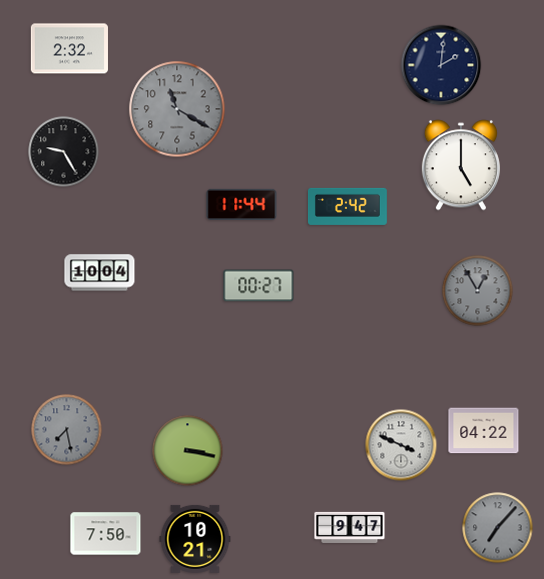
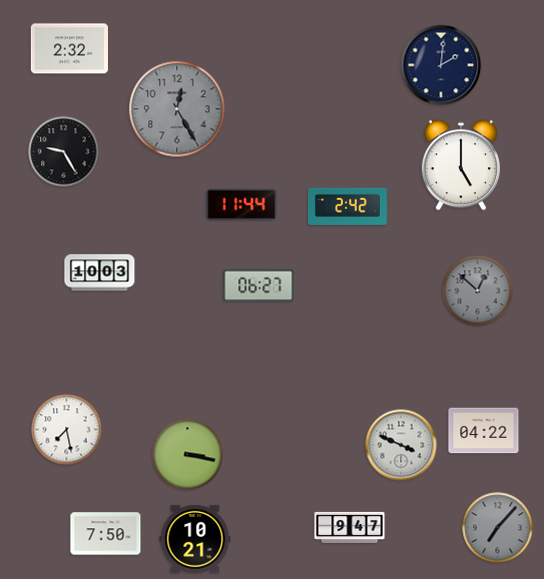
clock at (177, 109): 11:20 -> 12:25
clock at (100, 273): 10:04 -> 10:03
clock at (259, 286): 00:27 -> 06:27
clock at (478, 291): 12:55 -> 12:52
clock at (67, 430) dial: grey -> white
clock at (188, 451) position: (188, 451) -> (188, 455)
